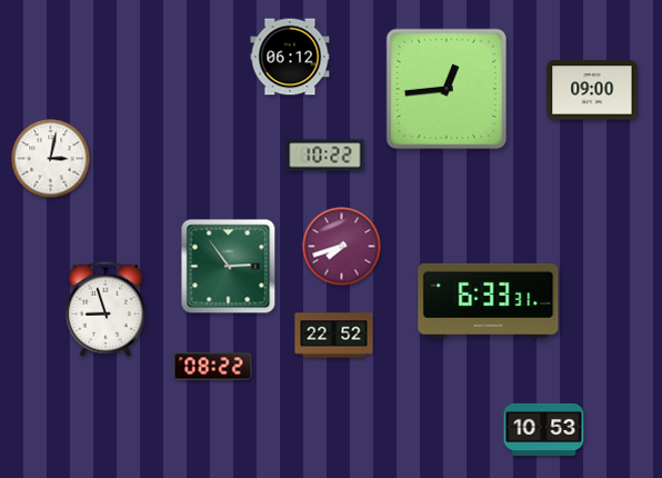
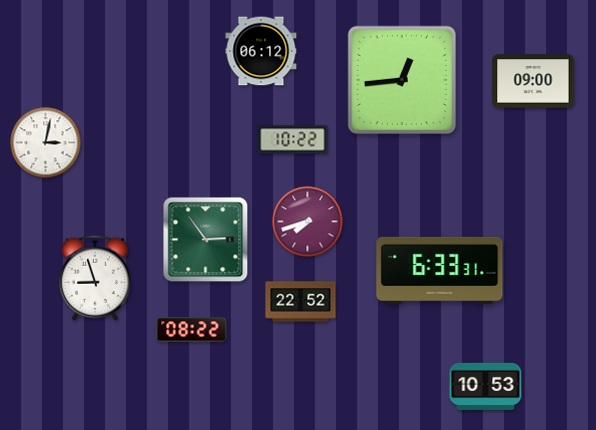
clock at (544, 429) position: (544, 429) -> (486, 386)
